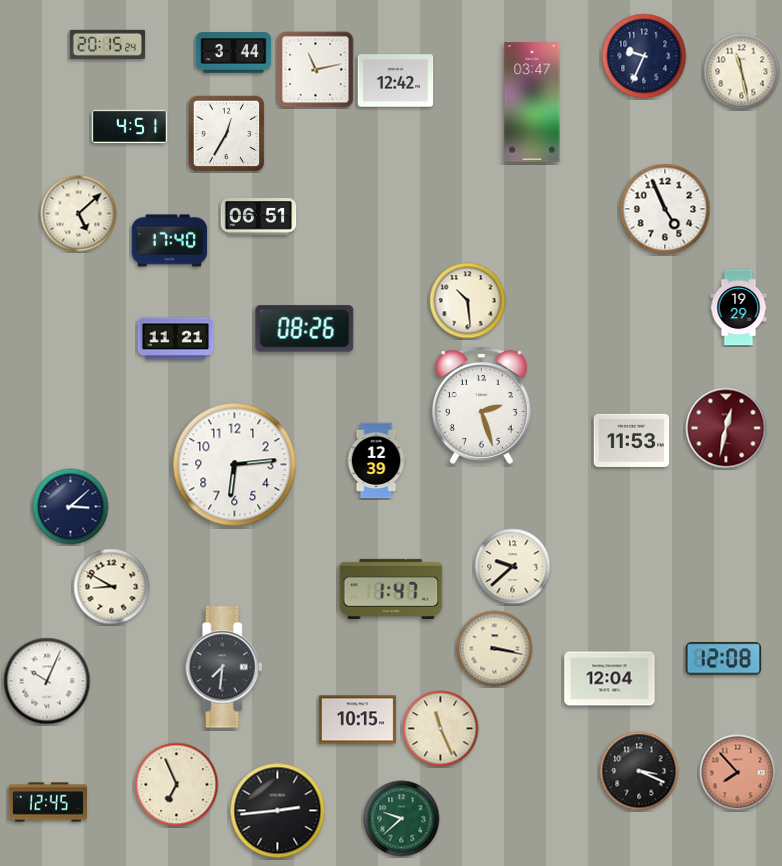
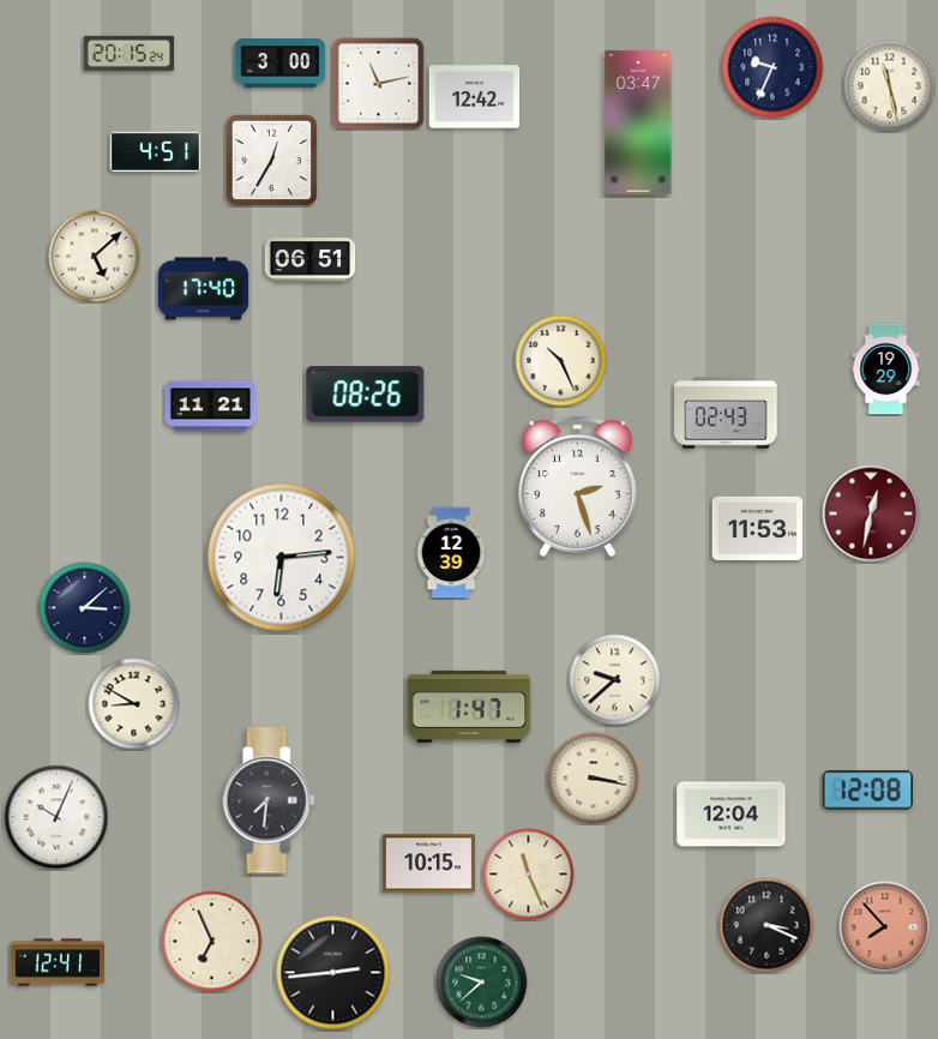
clock at (234, 53): 3:44 -> 3:00
clock at (665, 209): 4:56 -> none
clock at (468, 301): 10:29 -> 10:26
clock at (726, 413): none -> 02:43
clock at (47, 802): 12:45 -> 12:41
